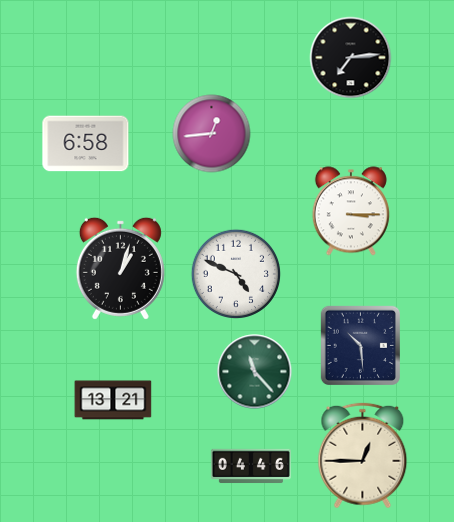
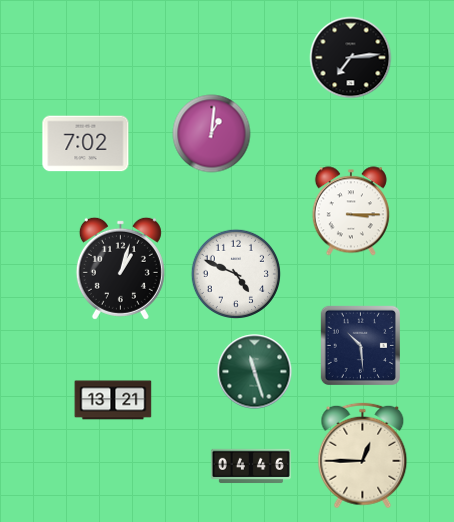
clock at (212, 134): 12:44 -> 1:01
clock at (86, 144): 6:58 -> 7:02
clock at (255, 372): 11:23 -> 11:27
